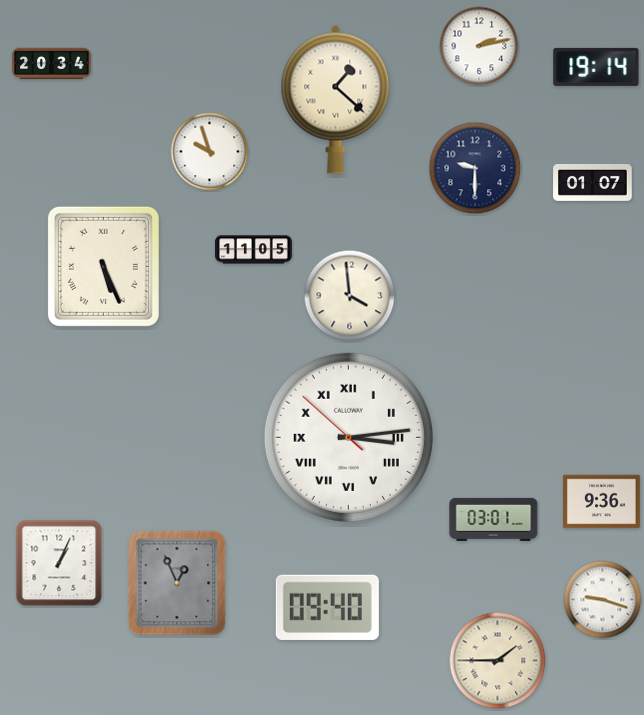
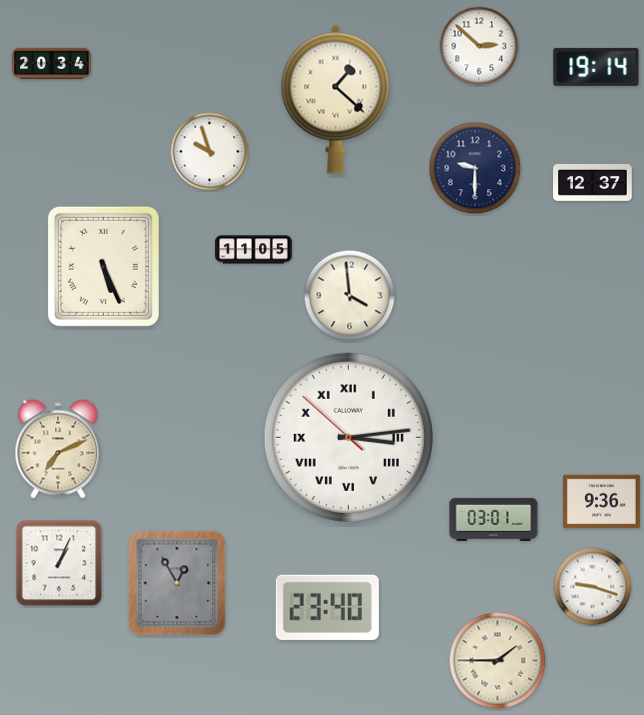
clock at (479, 46): 2:13 -> 2:52
clock at (593, 183): 01:07 -> 12:37
clock at (58, 449): none -> 7:11
clock at (177, 583): 12:56 -> 12:55
clock at (603, 600) position: (603, 600) -> (593, 587)
clock at (327, 607): 09:40 -> 23:40
